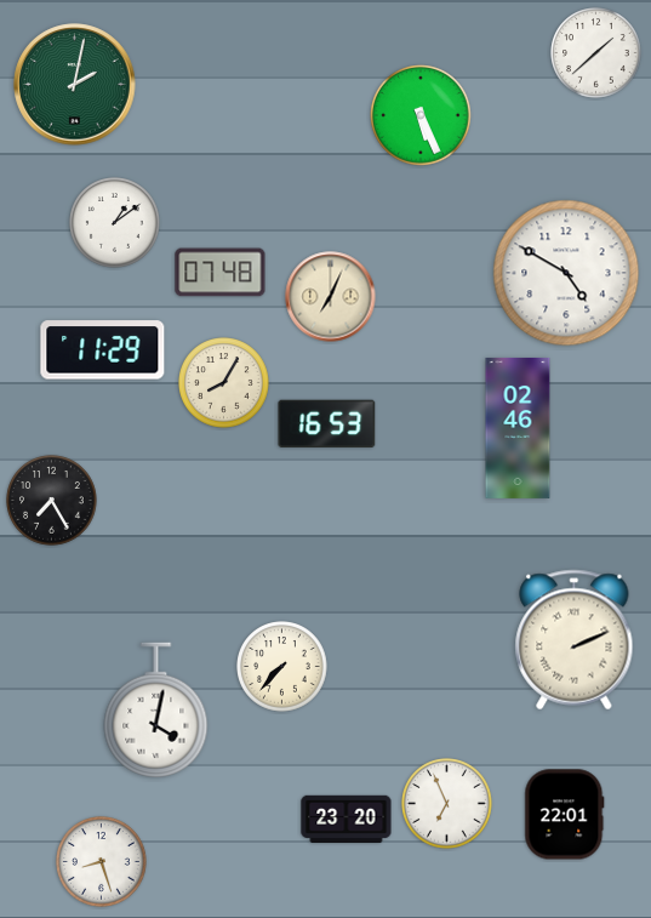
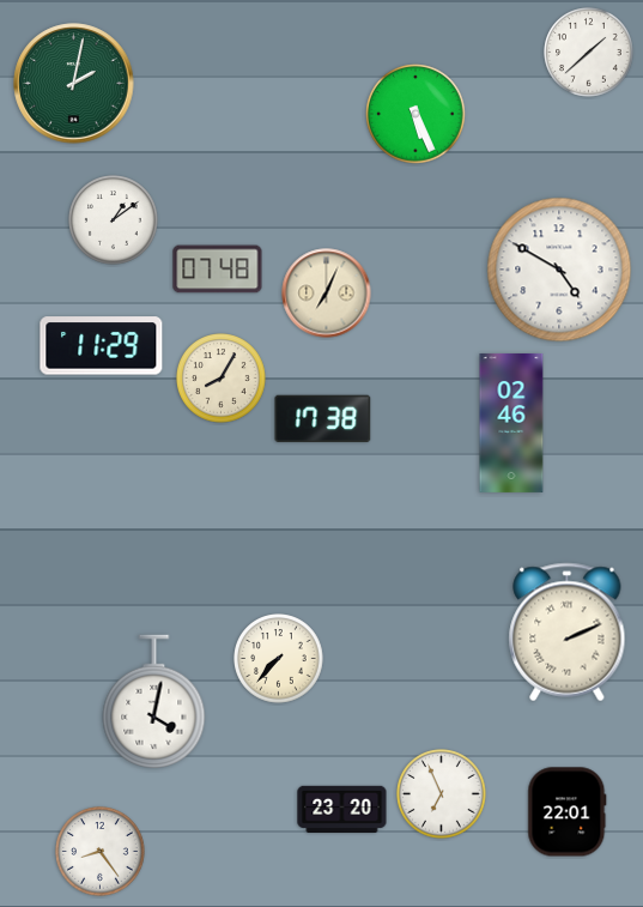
clock at (327, 423): 16:53 -> 17:38
clock at (52, 501): 7:25 -> none
clock at (565, 815) position: (565, 815) -> (568, 812)
clock at (102, 862): 8:27 -> 8:24
